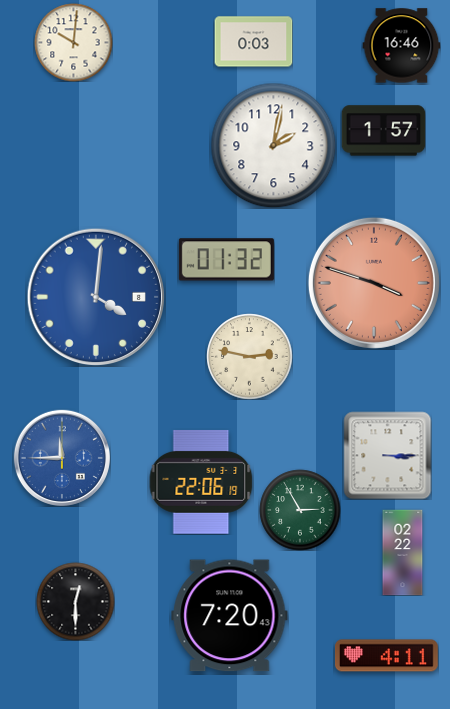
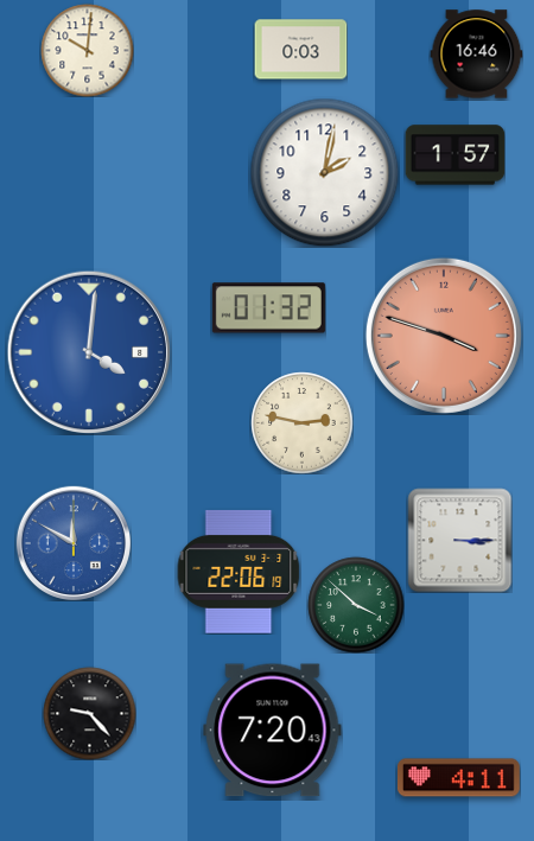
clock at (96, 297) position: (96, 297) -> (89, 352)
clock at (249, 356) position: (249, 356) -> (301, 422)
clock at (62, 458): 11:45 -> 11:50
clock at (300, 510): 2:55 -> 3:52
clock at (403, 552): 02:22 -> none
clock at (75, 601): 12:30 -> 9:23
